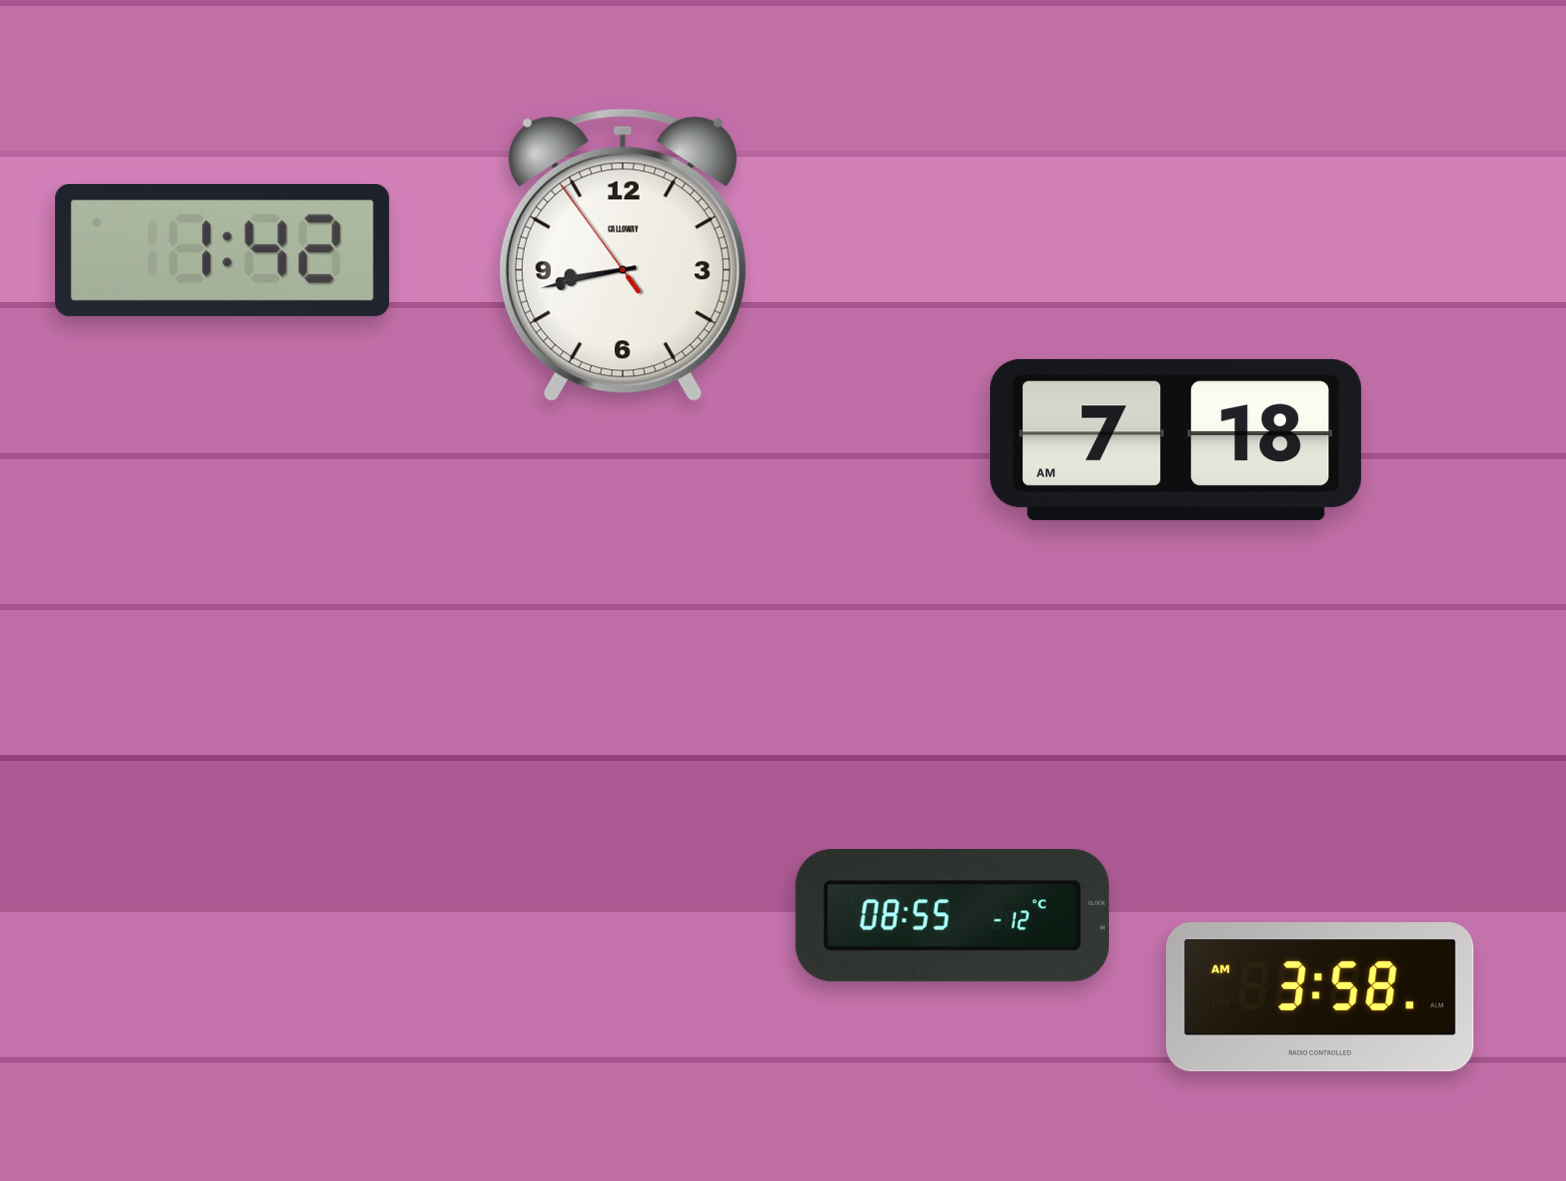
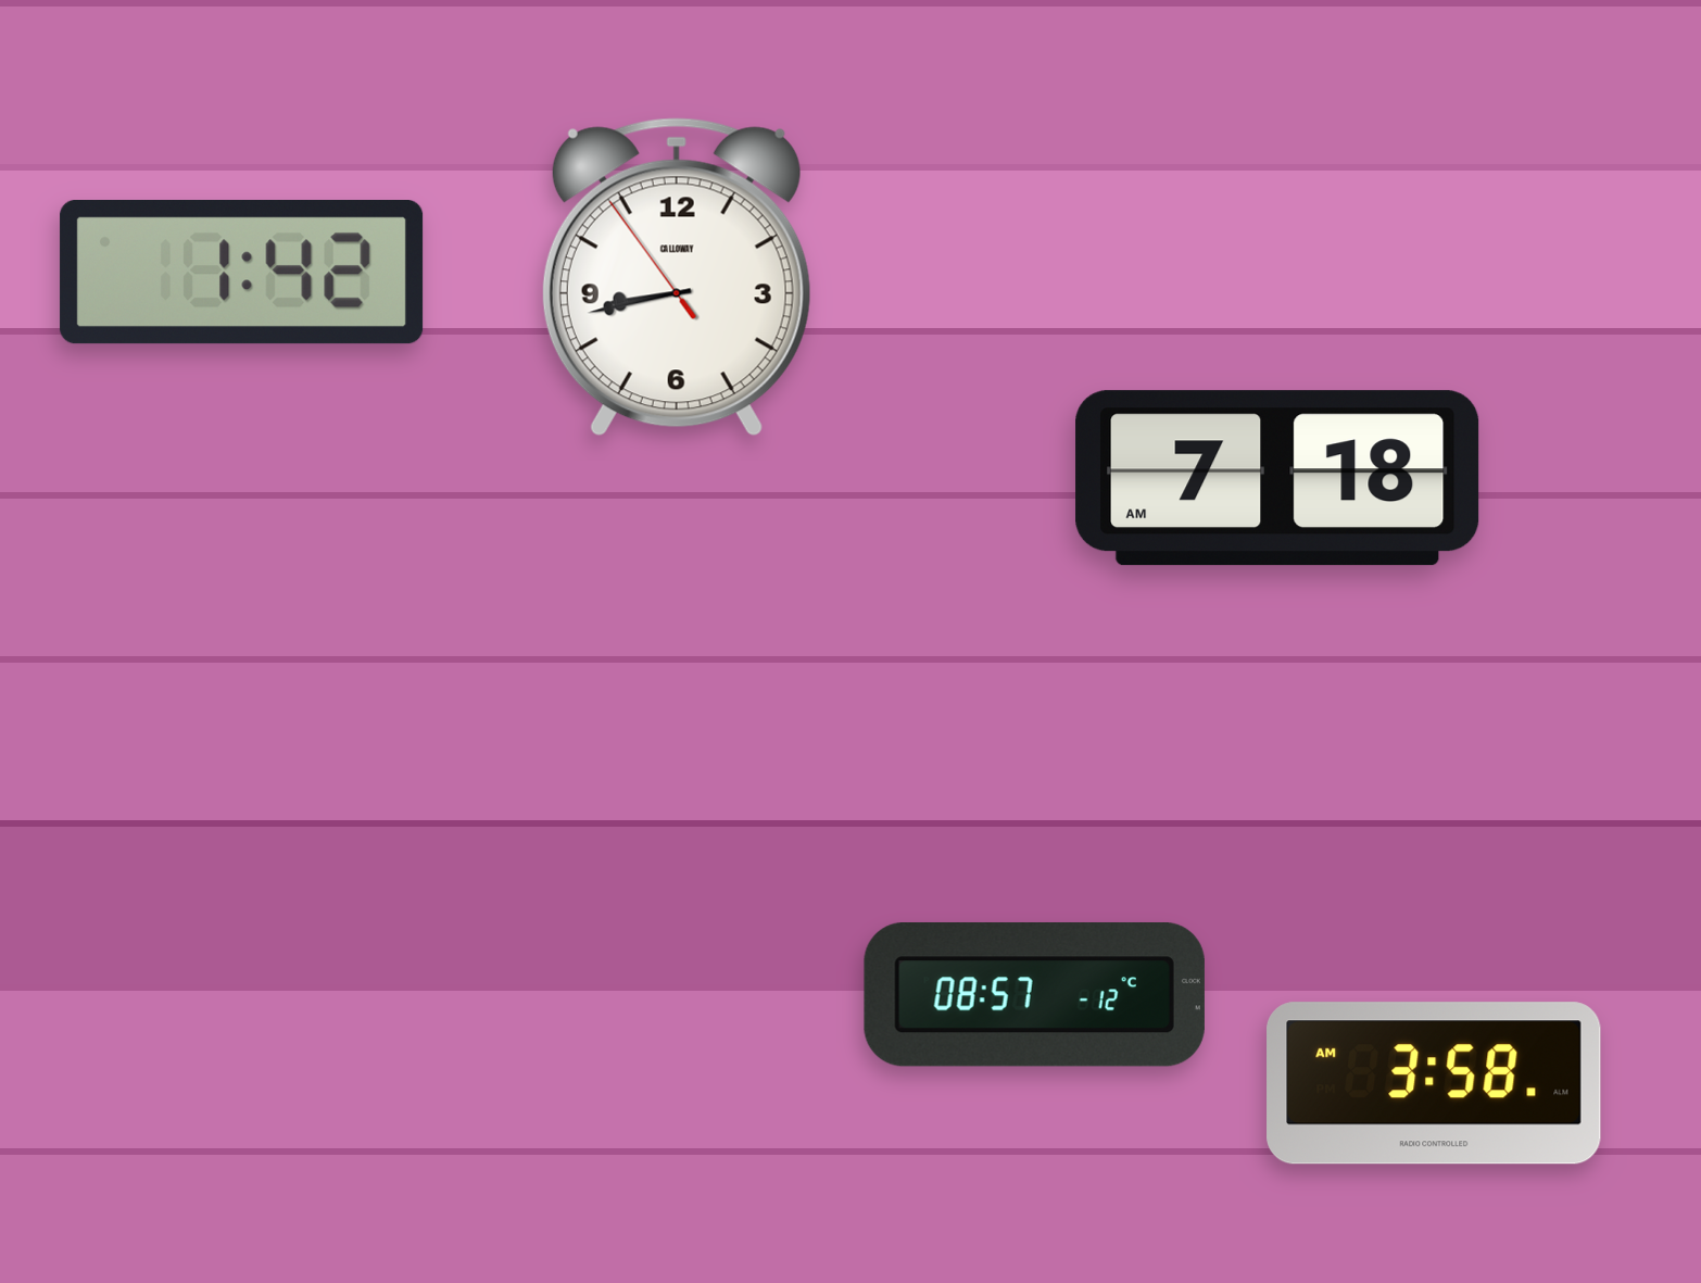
clock at (952, 916): 08:55 -> 08:57
